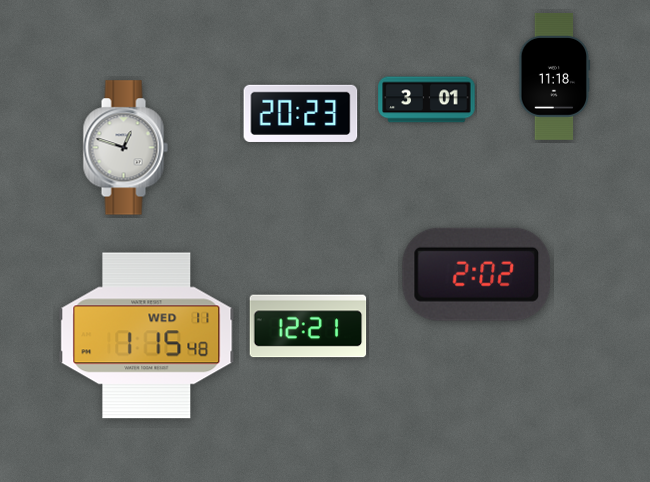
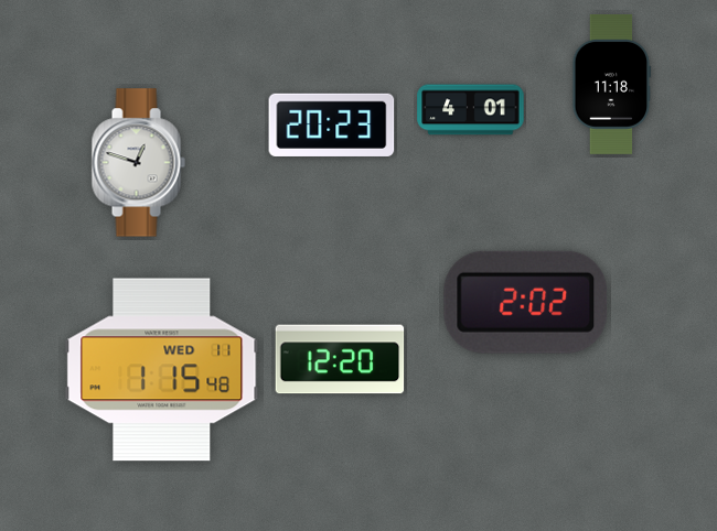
clock at (427, 100): 3:01 -> 4:01
clock at (308, 326): 12:21 -> 12:20
